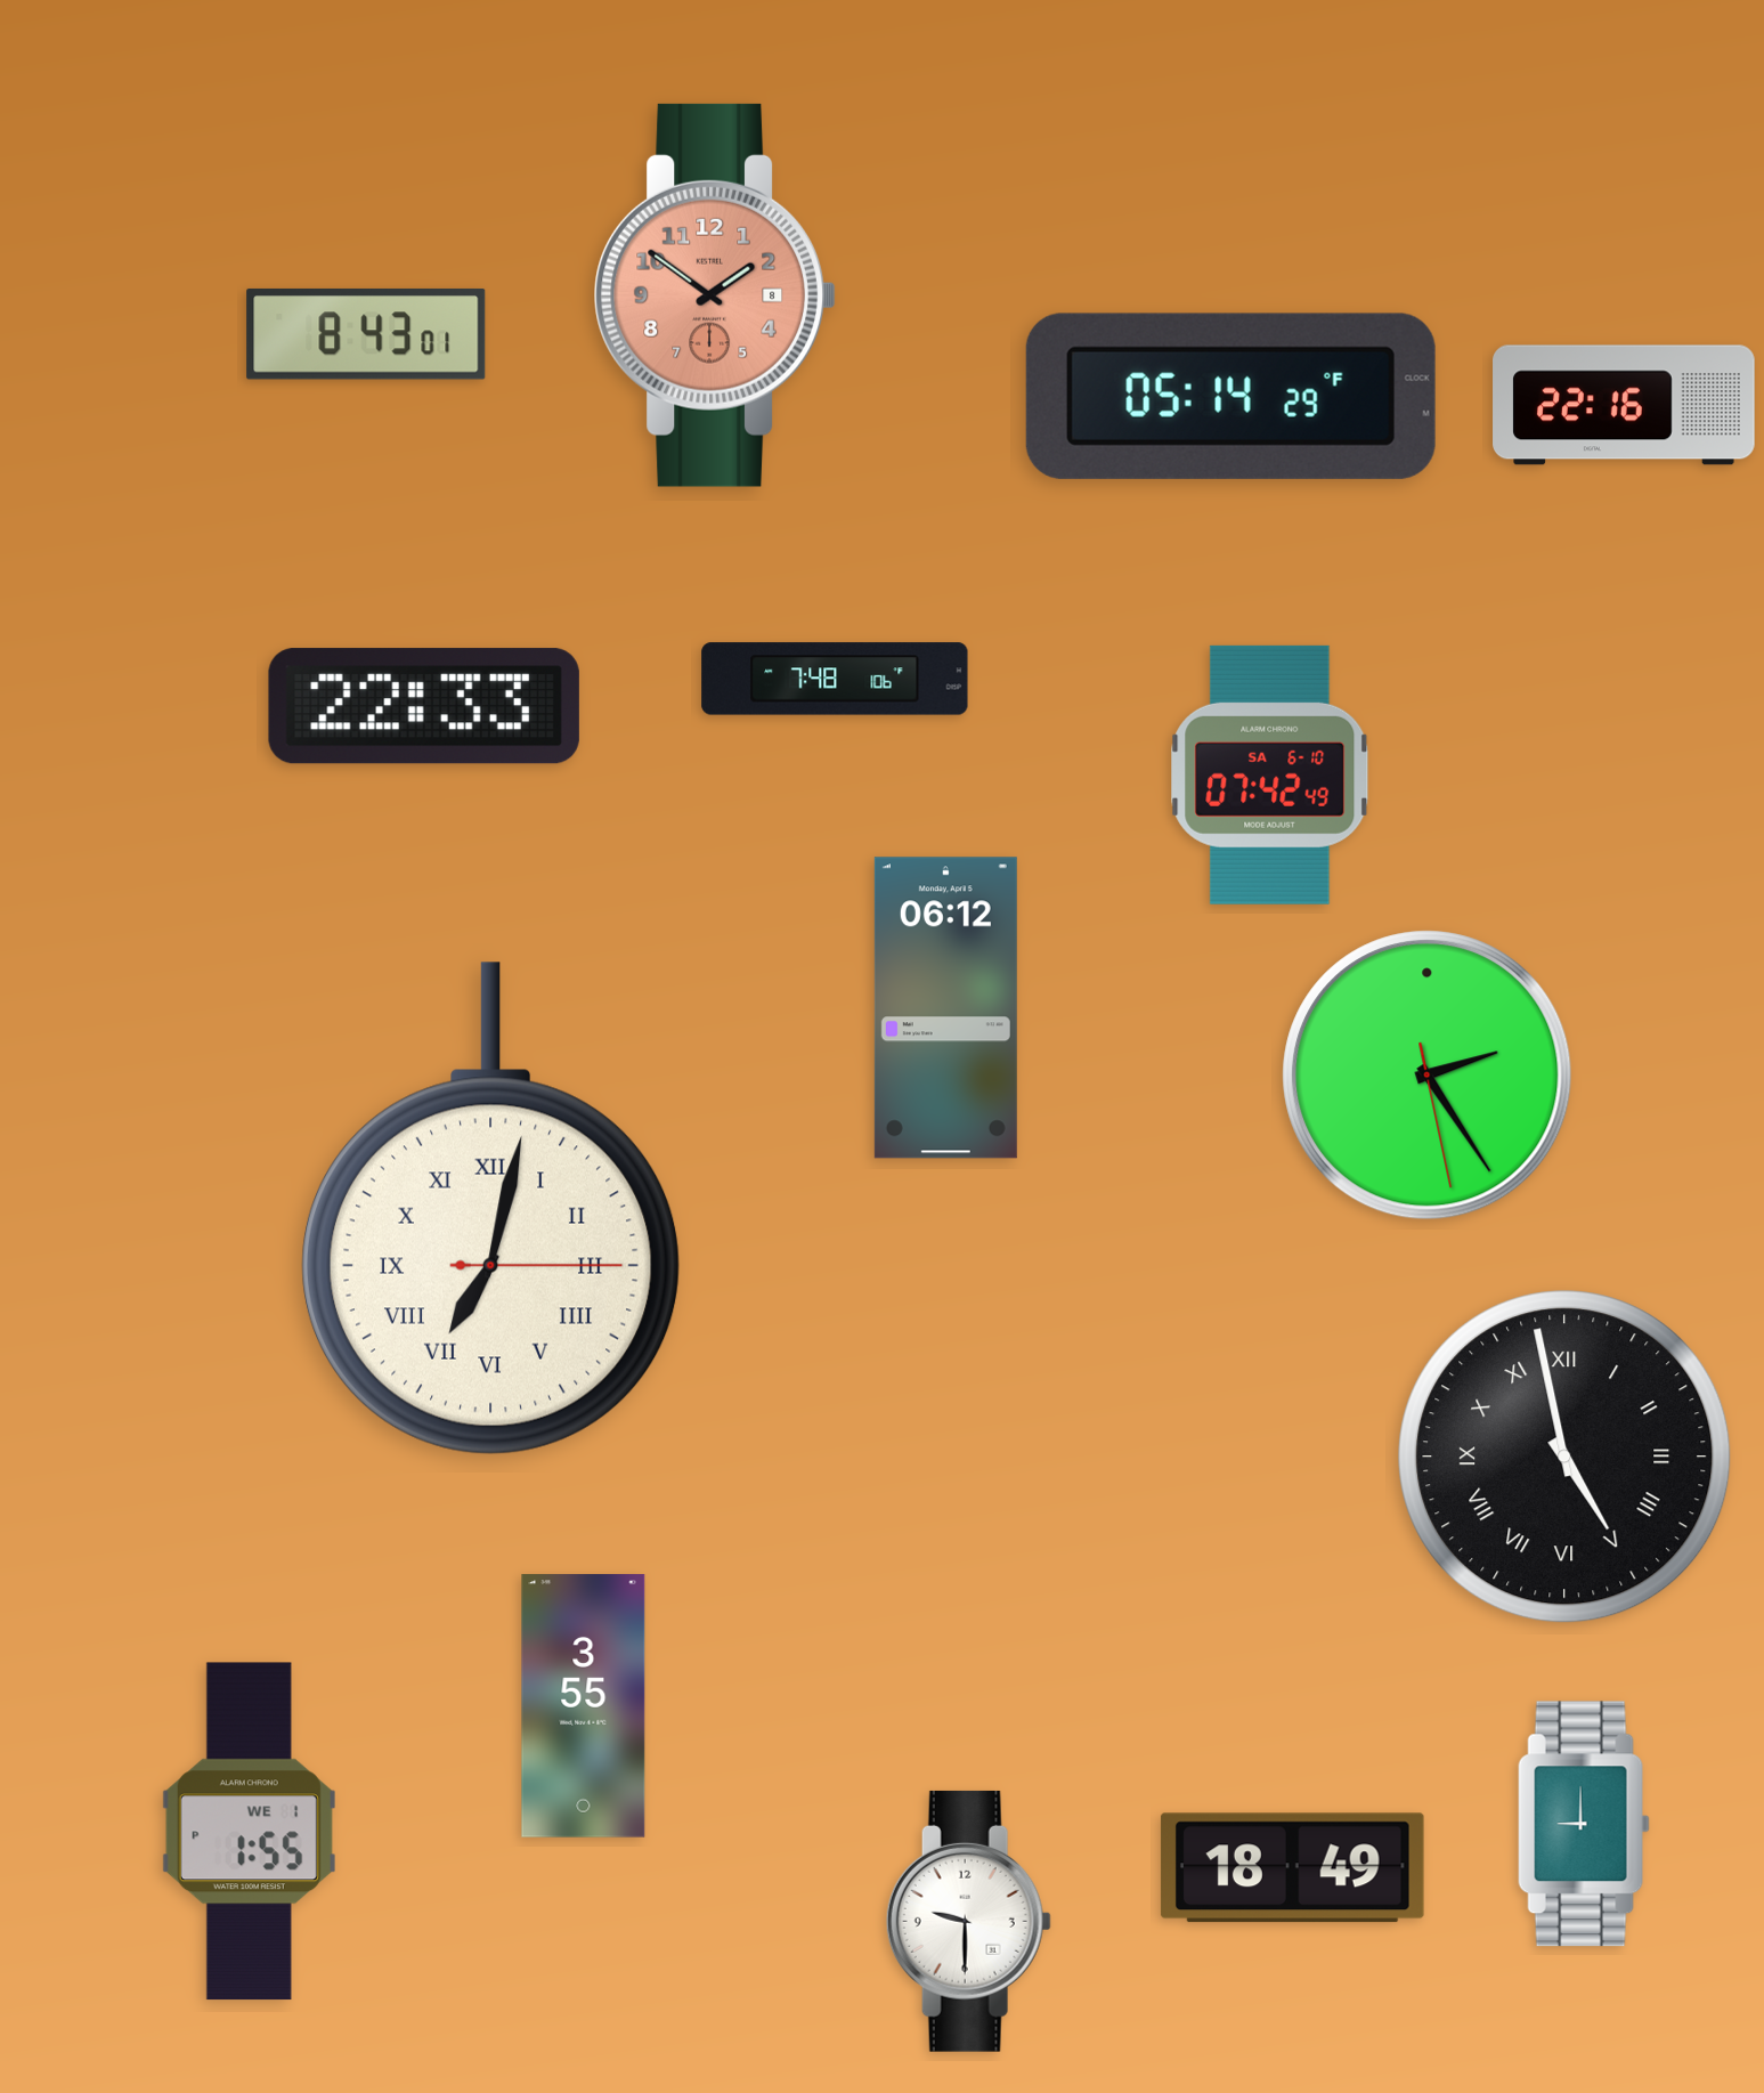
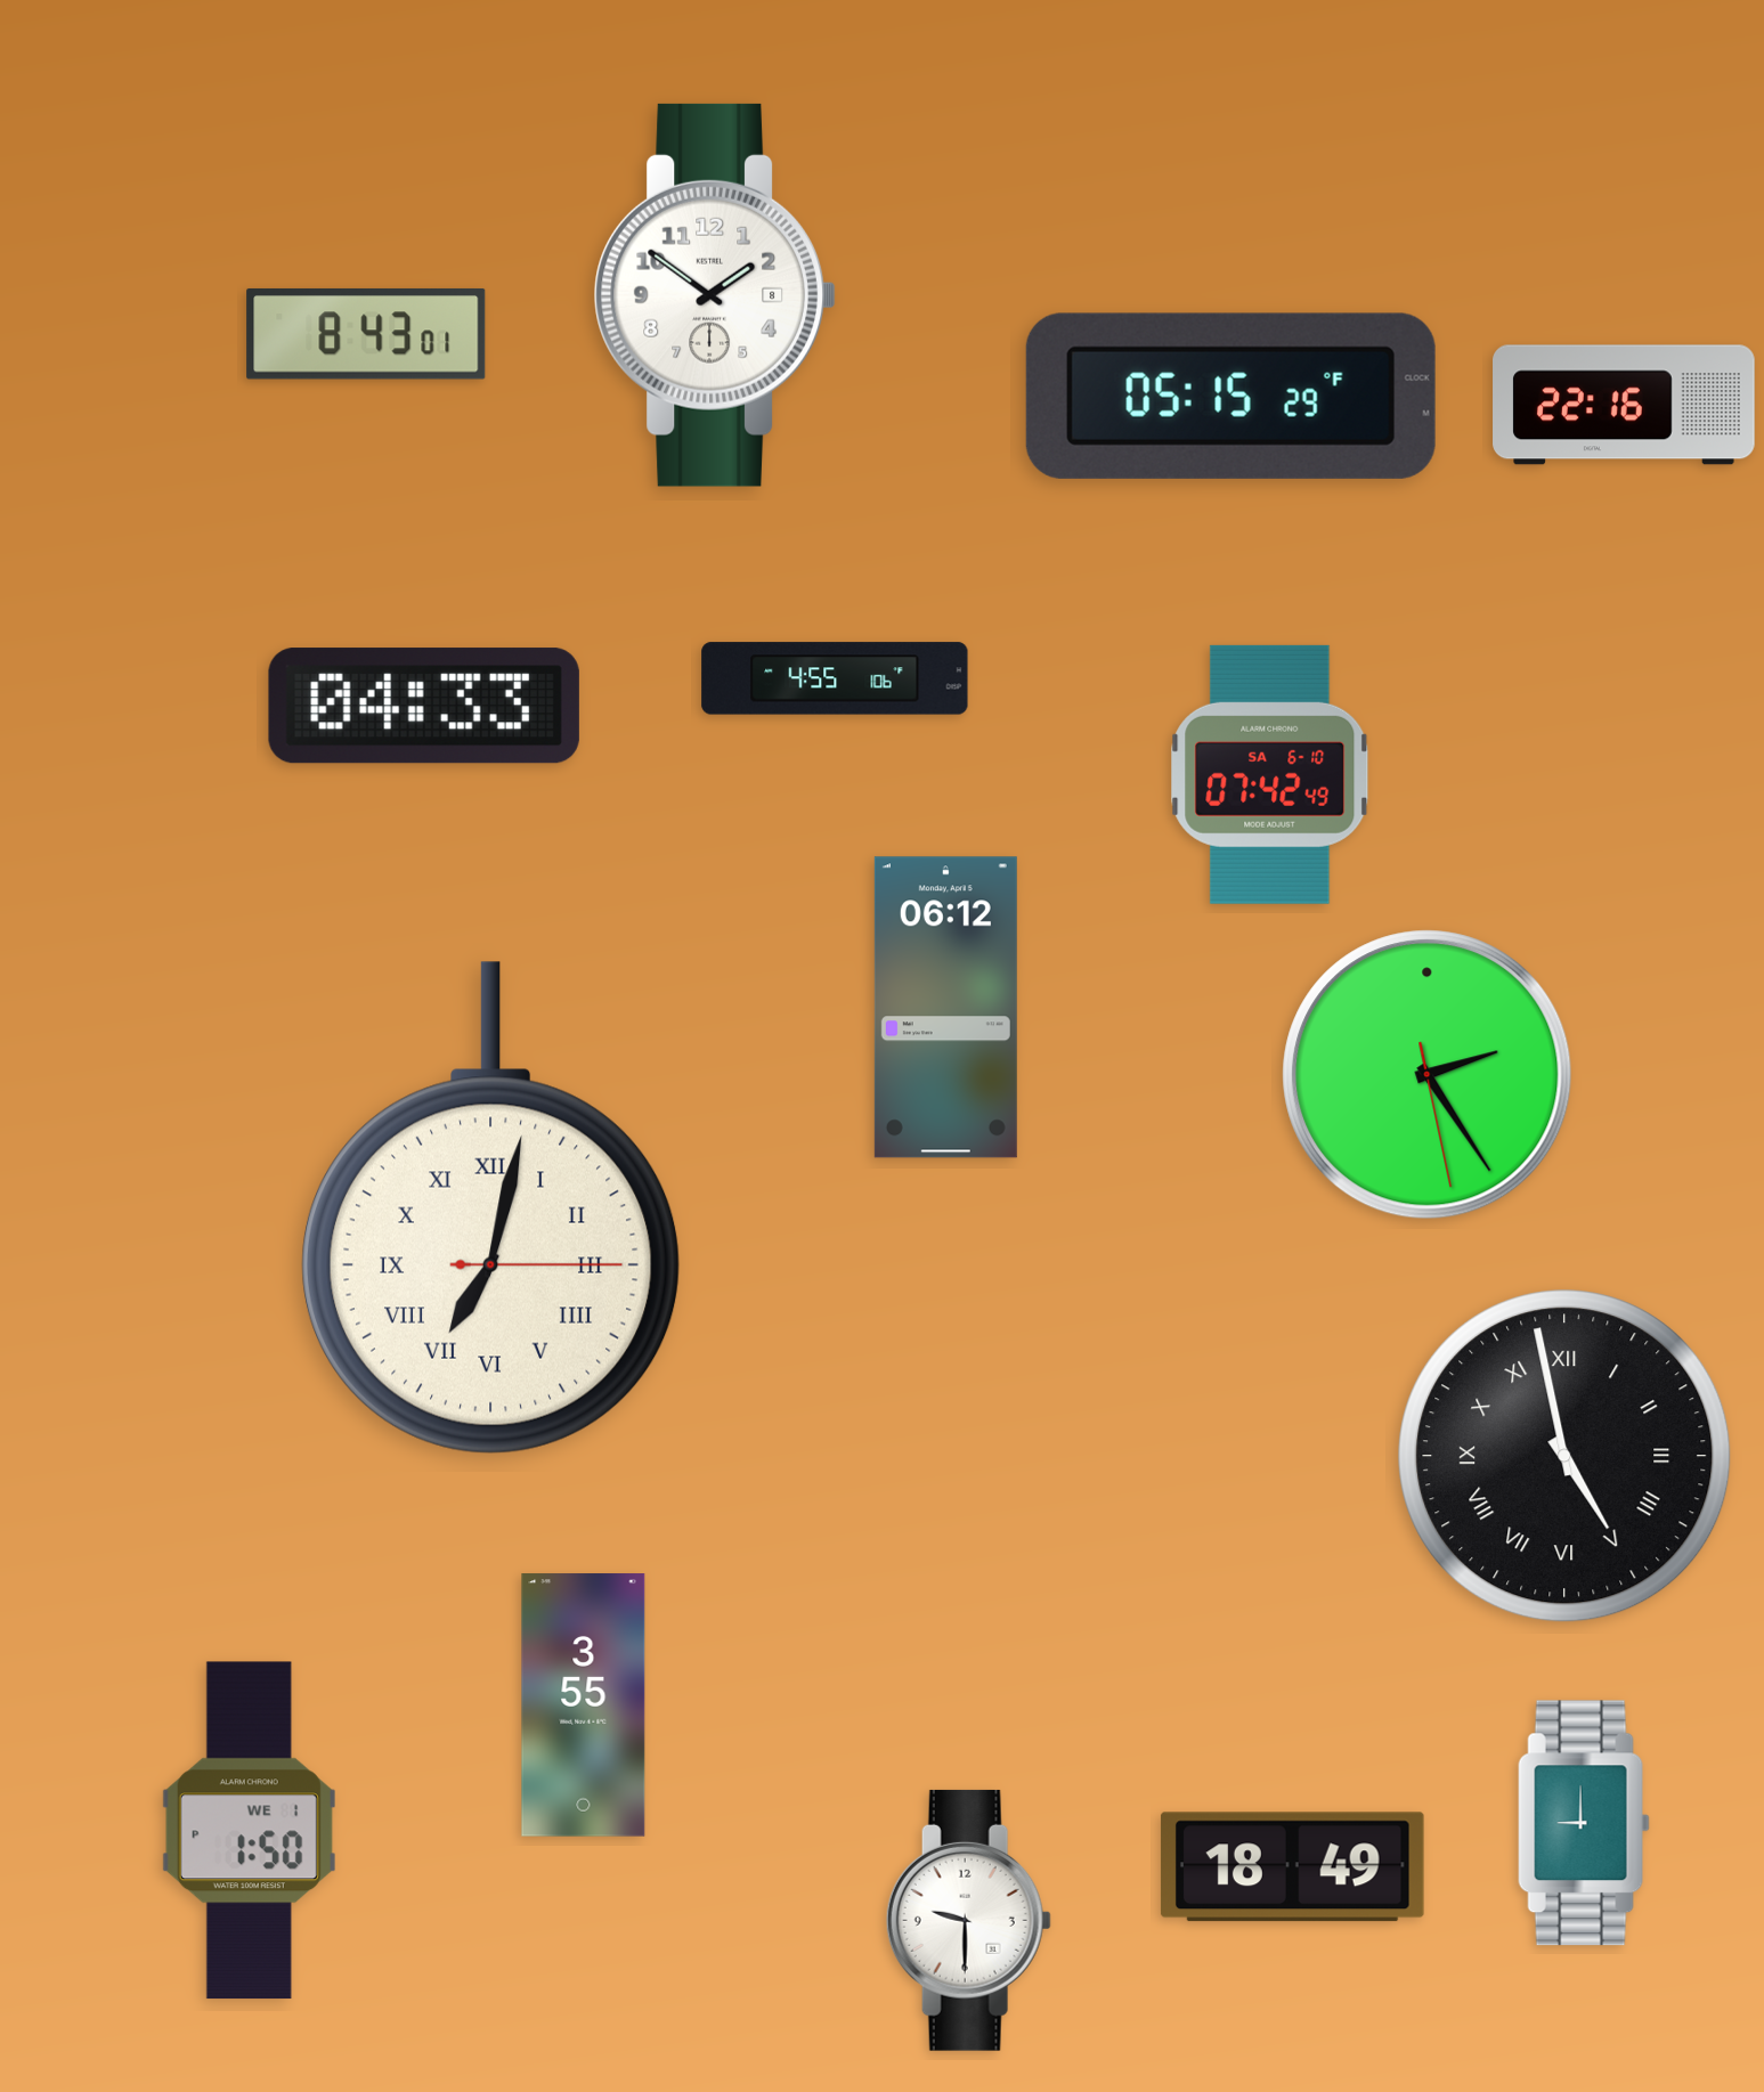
clock at (715, 295) dial: salmon -> white
clock at (1230, 396): 05:14 -> 05:15
clock at (835, 679): 7:48 -> 4:55
clock at (424, 706): 22:33 -> 04:33
clock at (249, 1832): 1:55 -> 1:50
